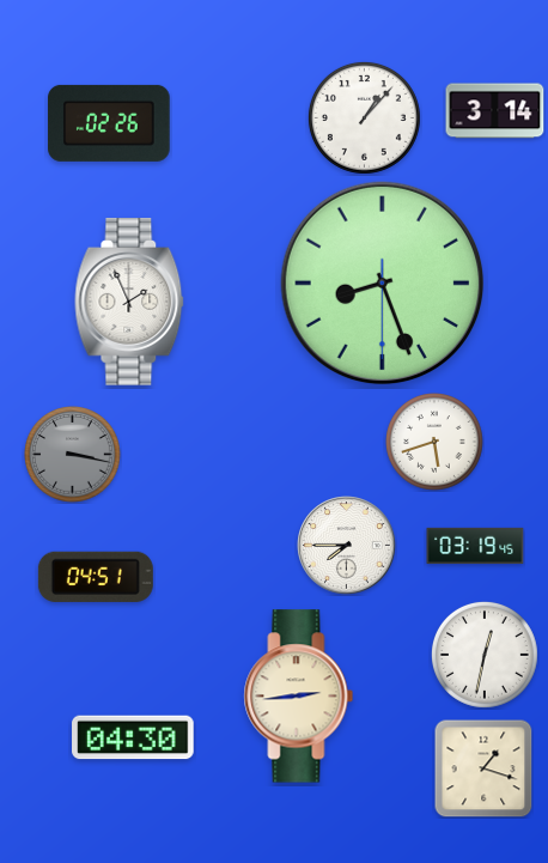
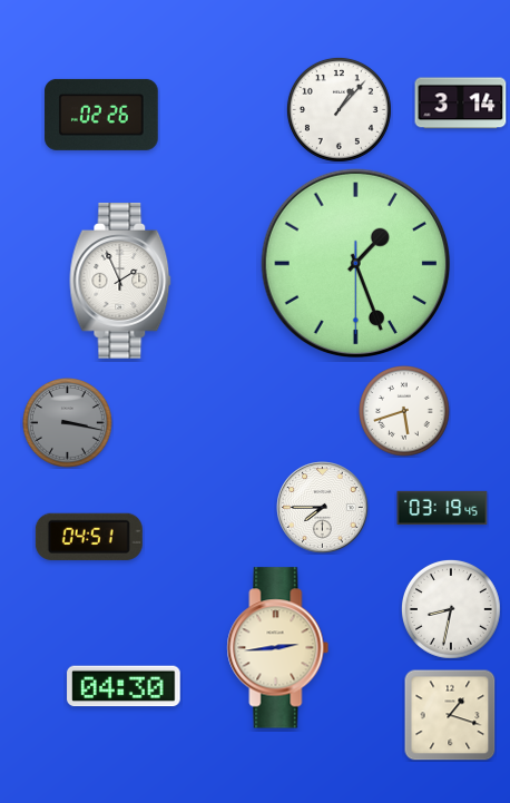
clock at (383, 284): 8:26 -> 1:26
clock at (485, 655): 12:32 -> 8:32
